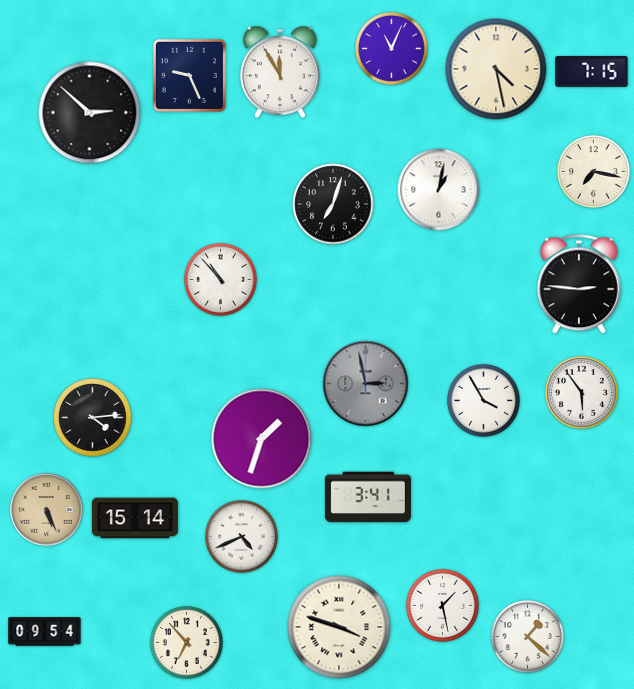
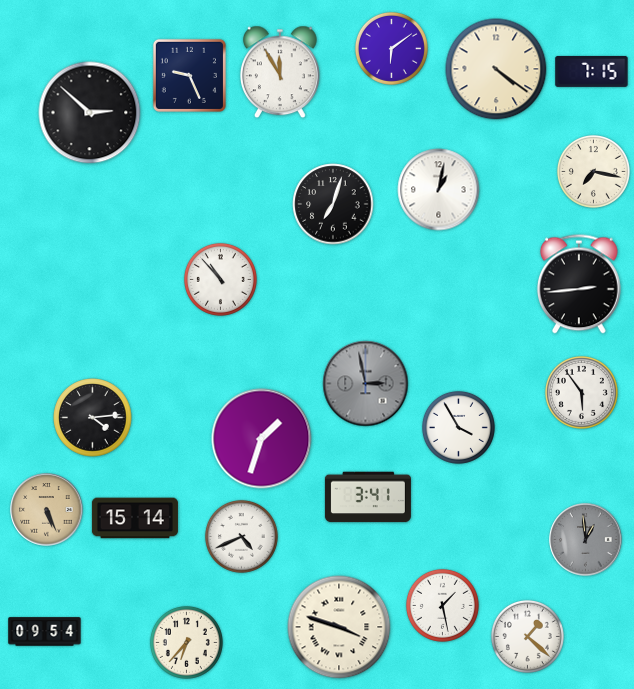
clock at (391, 48): 11:04 -> 6:09
clock at (496, 69): 4:28 -> 4:21
clock at (579, 284): 2:46 -> 2:44
clock at (483, 400) position: (483, 400) -> (458, 427)
clock at (586, 540): none -> 12:59
clock at (186, 642): 6:53 -> 6:37
